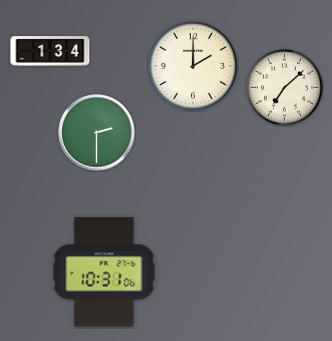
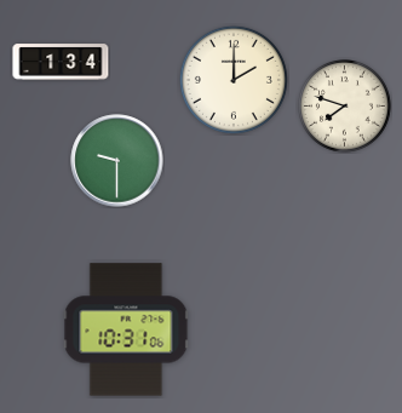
clock at (285, 88): 7:08 -> 7:48
clock at (97, 133): 2:30 -> 9:30
